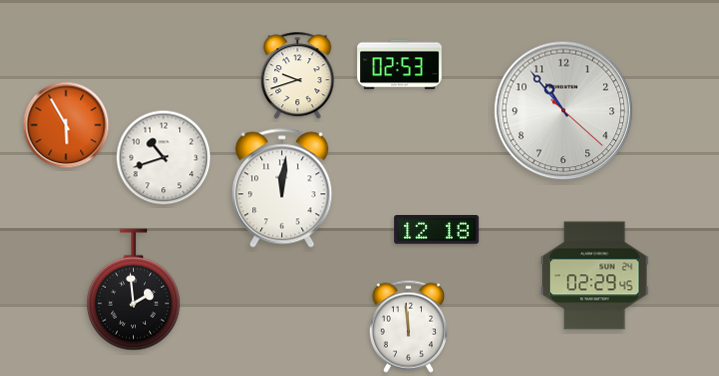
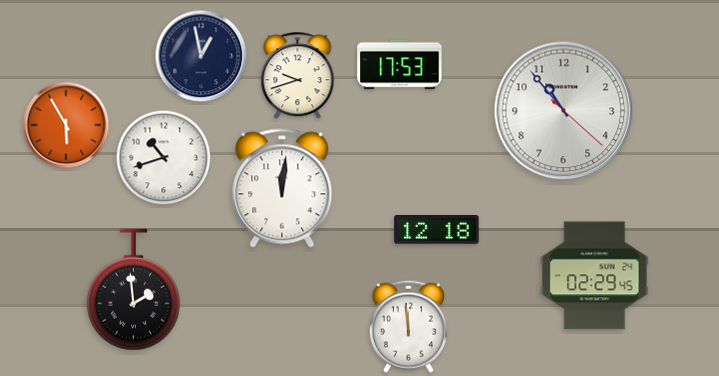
clock at (201, 56): none -> 12:58
clock at (400, 65): 02:53 -> 17:53
